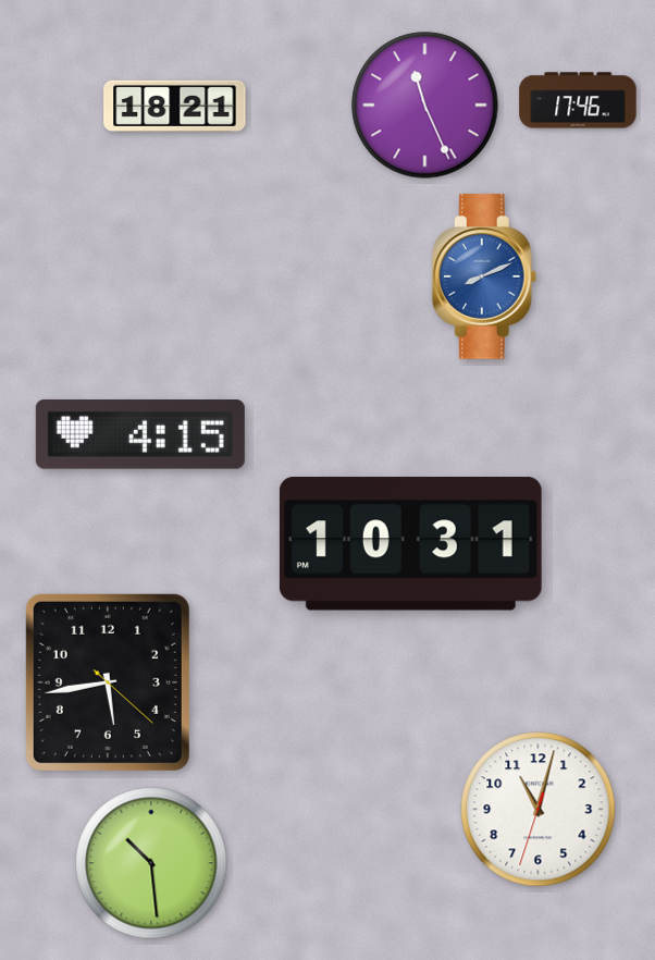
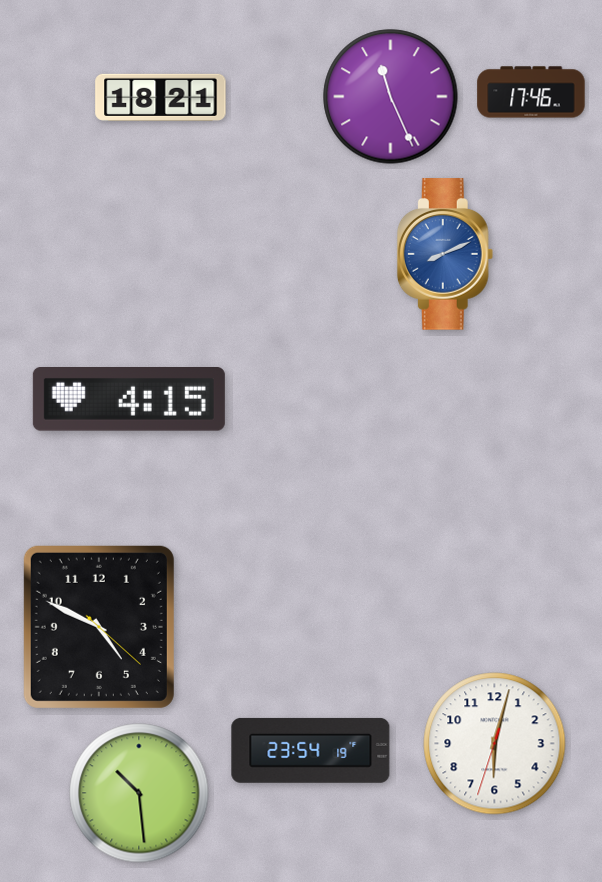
clock at (410, 544): 10:31 -> none
clock at (108, 682): 5:43 -> 4:49
clock at (539, 810): 11:02 -> 6:02
clock at (311, 750): none -> 23:54
